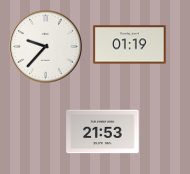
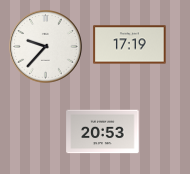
clock at (130, 45): 01:19 -> 17:19
clock at (103, 132): 21:53 -> 20:53
